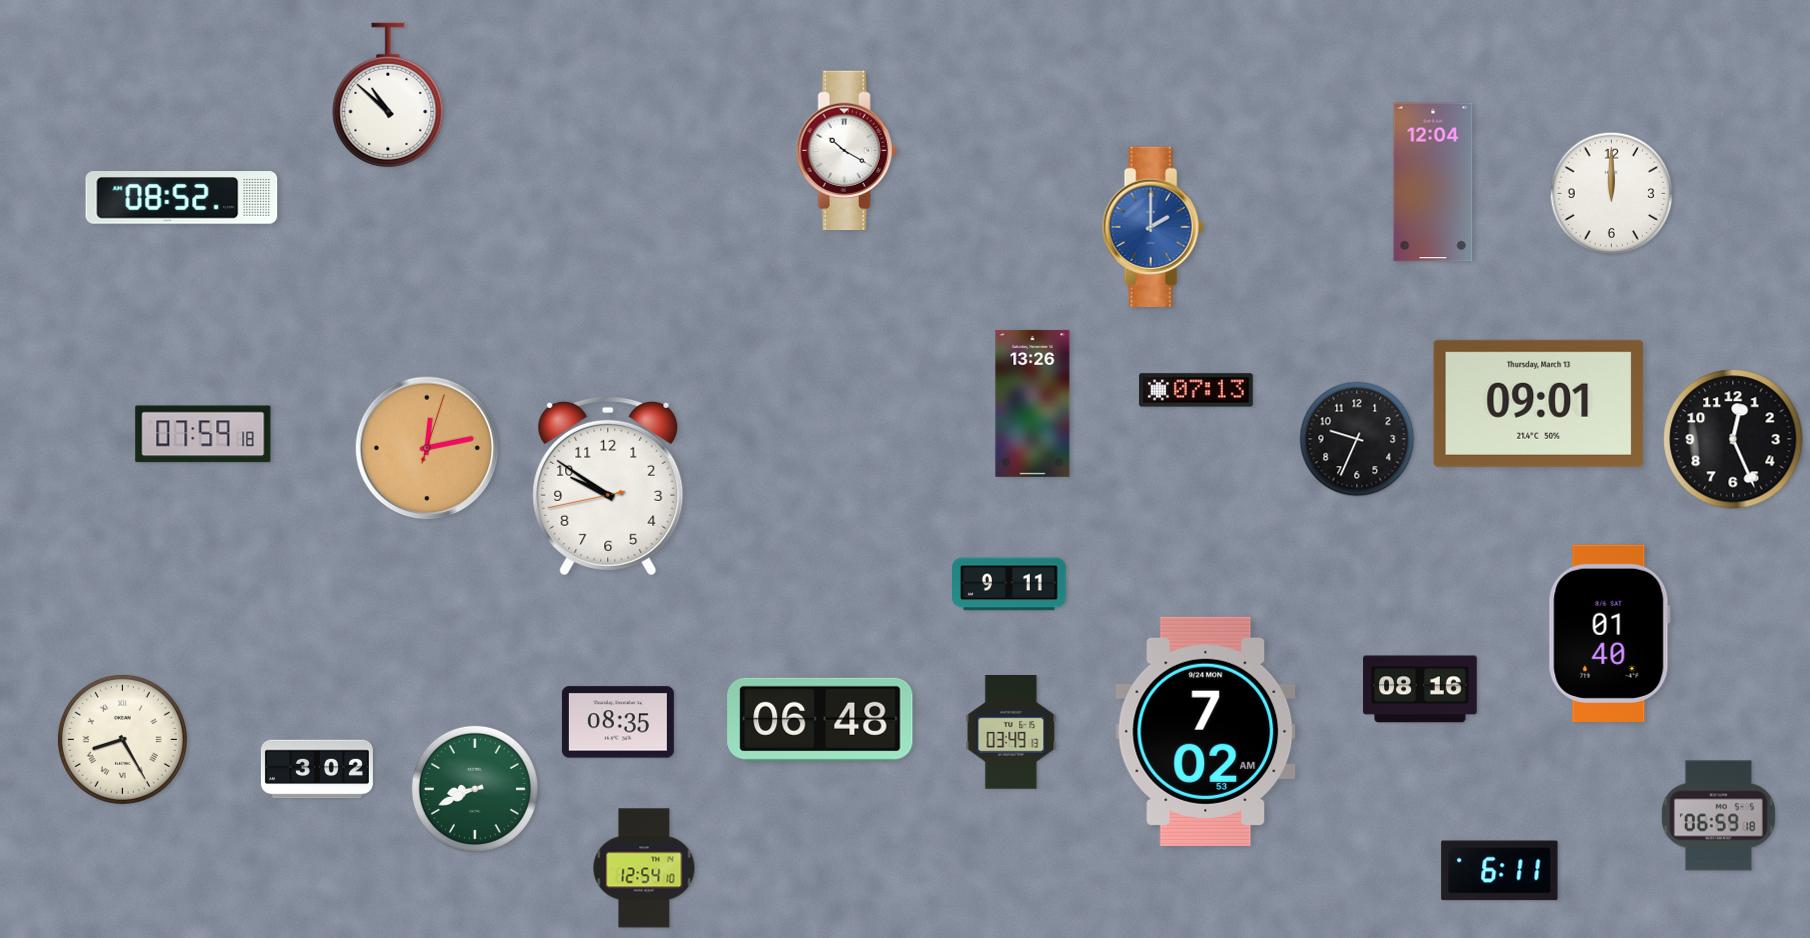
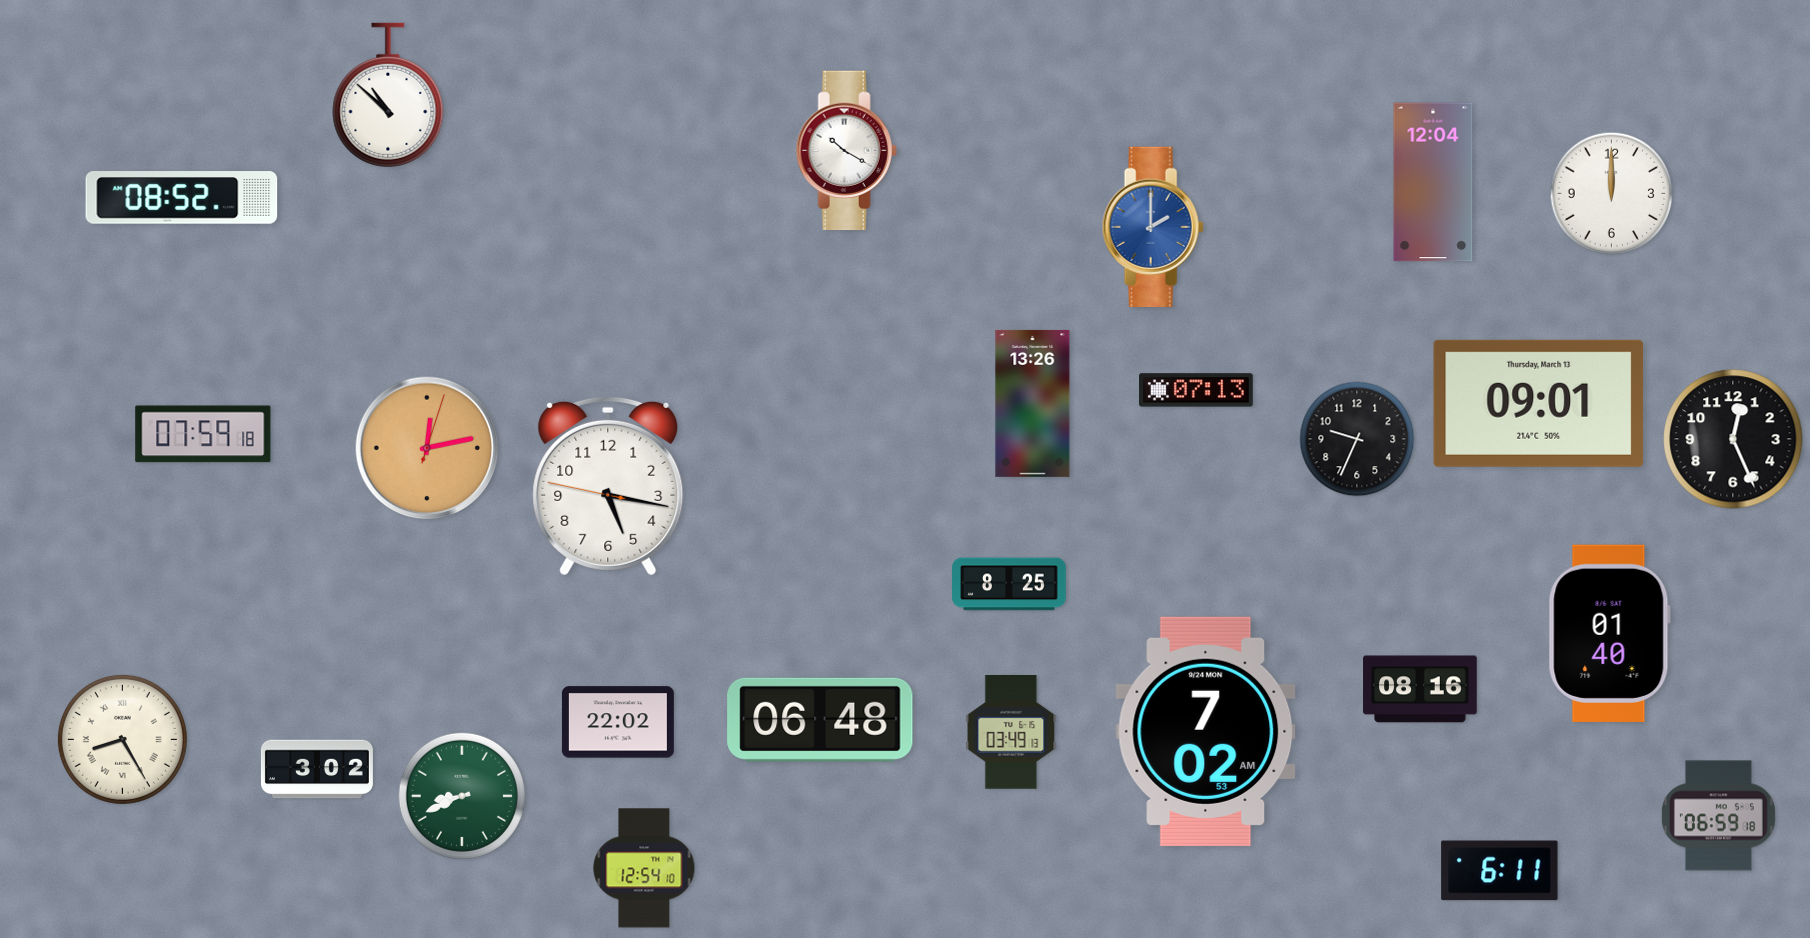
clock at (608, 486): 9:50 -> 5:16
clock at (1009, 584): 9:11 -> 8:25
clock at (618, 722): 08:35 -> 22:02
clock at (475, 789) position: (475, 789) -> (462, 796)
